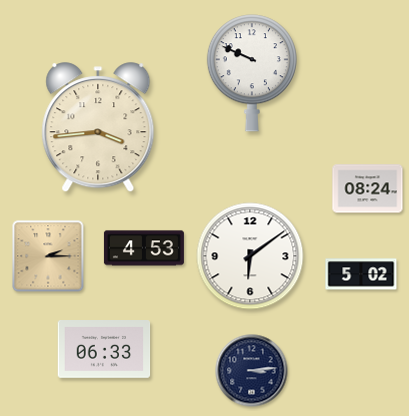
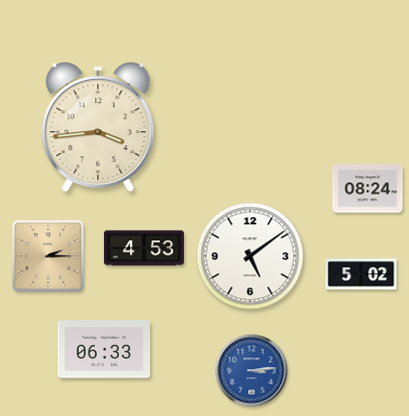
clock at (252, 73): 9:49 -> none
clock at (250, 256): 6:09 -> 5:09
clock at (252, 371) dial: navy -> blue
